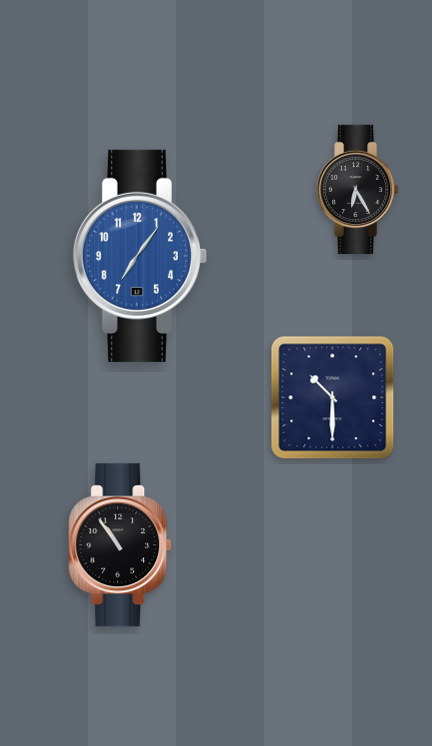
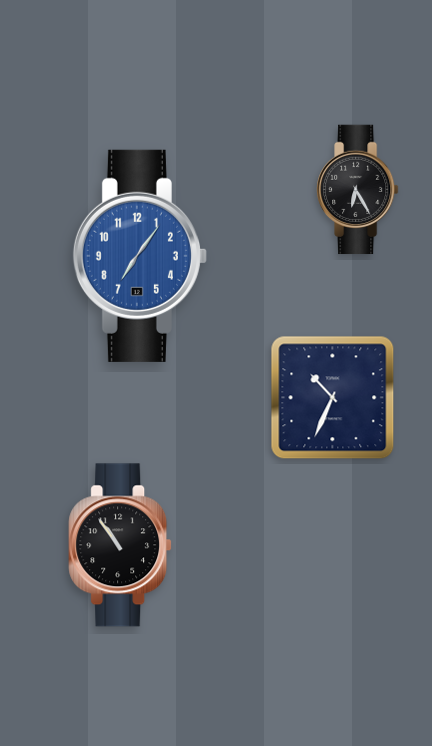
clock at (333, 398): 10:30 -> 10:34
